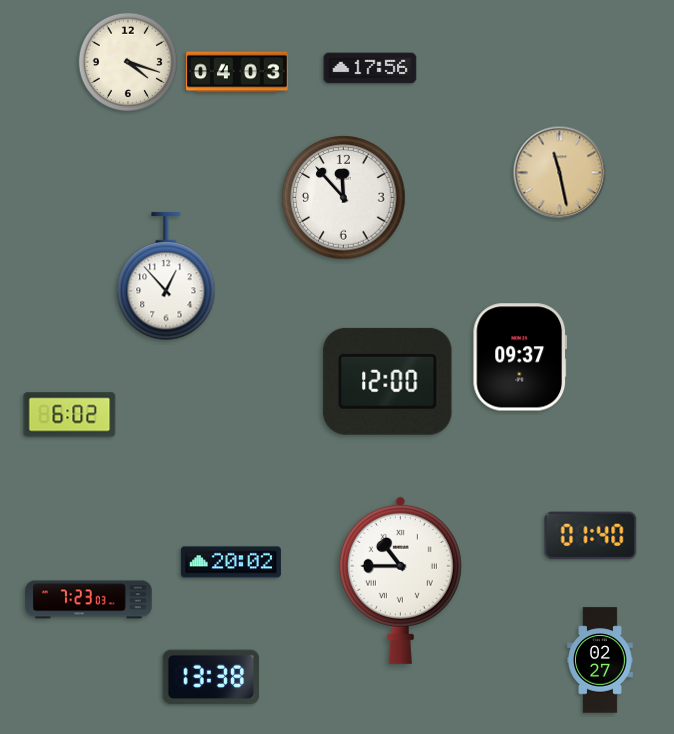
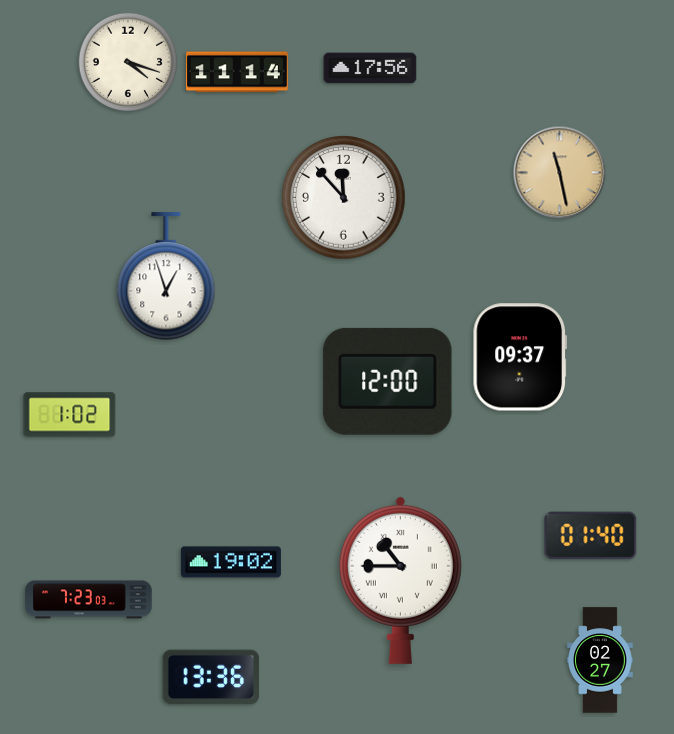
clock at (237, 72): 04:03 -> 11:14
clock at (166, 277): 12:53 -> 12:57
clock at (70, 415): 6:02 -> 1:02
clock at (231, 562): 20:02 -> 19:02
clock at (211, 677): 13:38 -> 13:36
